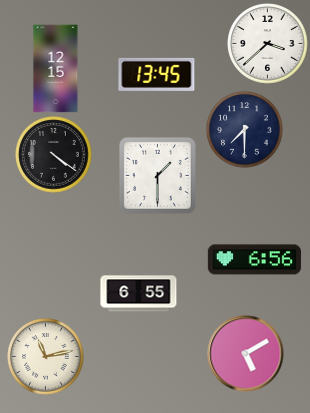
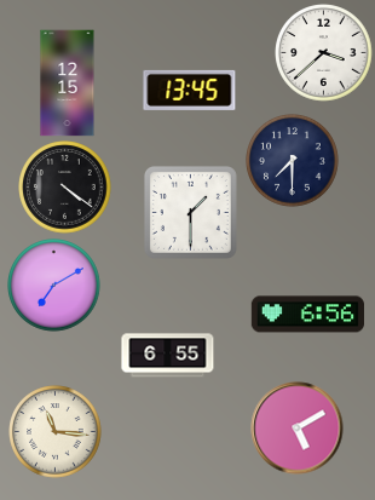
clock at (245, 130) position: (245, 130) -> (293, 161)
clock at (54, 286): none -> 7:10
clock at (46, 357): 11:13 -> 11:16
